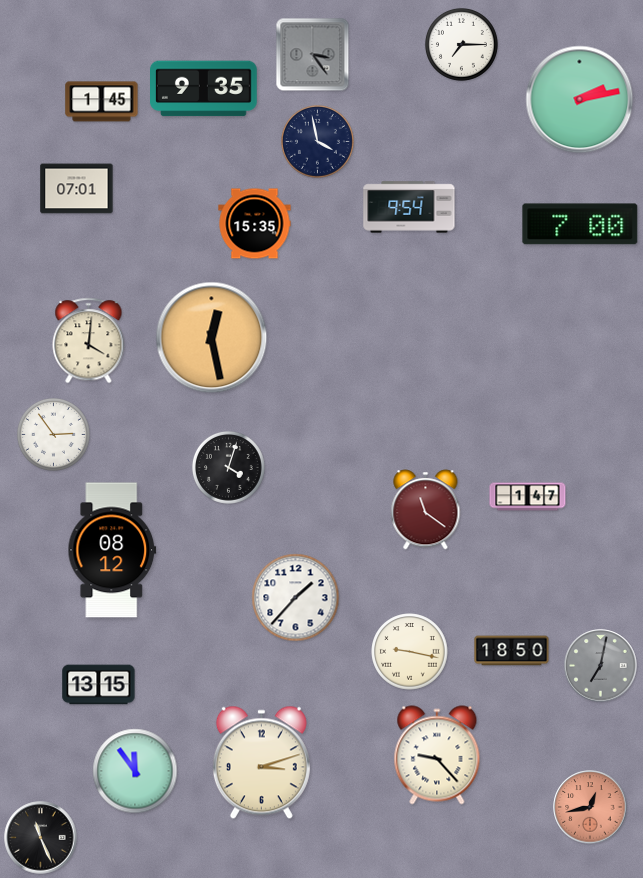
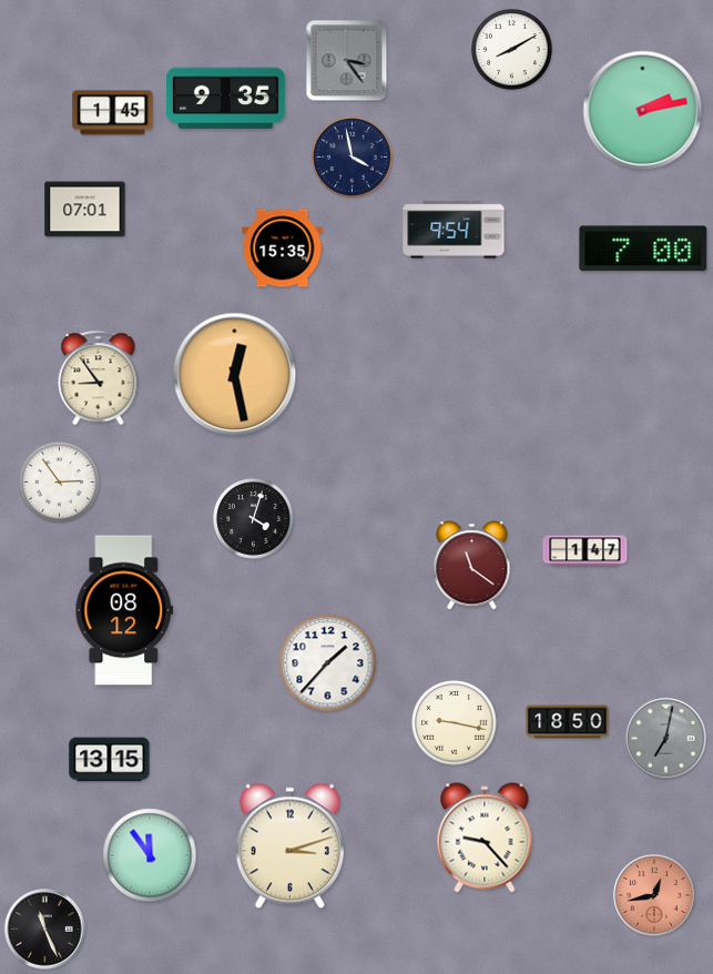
clock at (461, 44): 7:15 -> 8:10
clock at (89, 341): 4:01 -> 8:54
